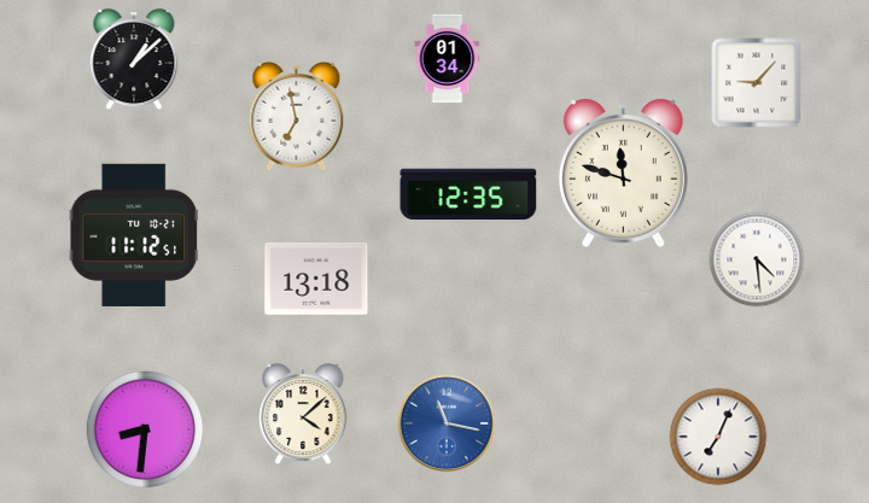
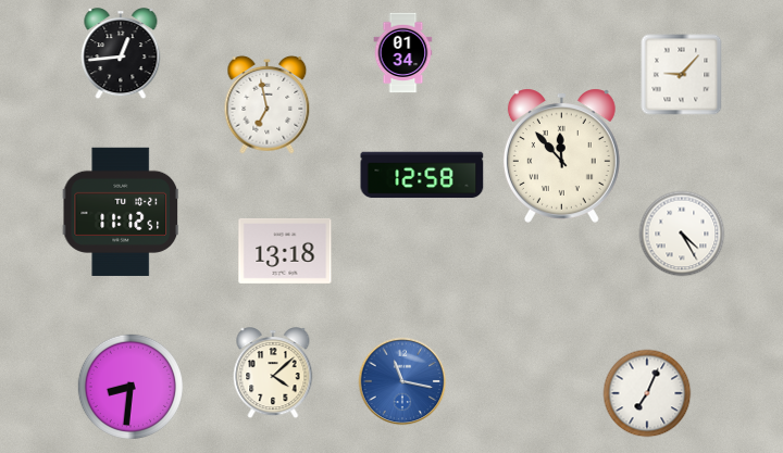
clock at (134, 60): 1:08 -> 12:44
clock at (623, 172): 11:48 -> 11:53
clock at (468, 194): 12:35 -> 12:58
clock at (757, 259): 4:29 -> 4:25
